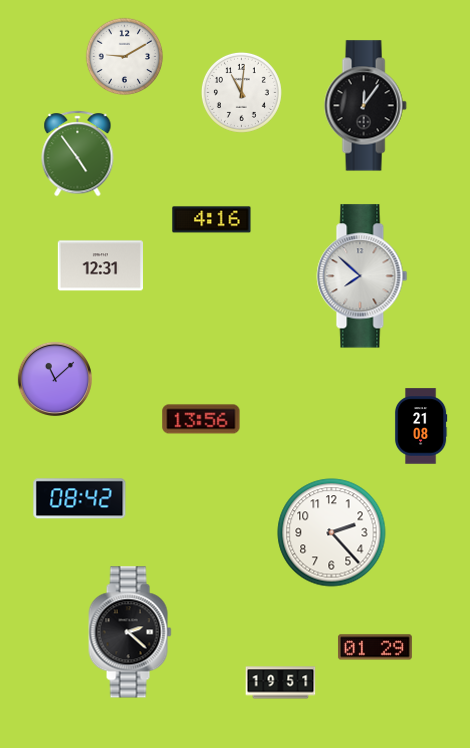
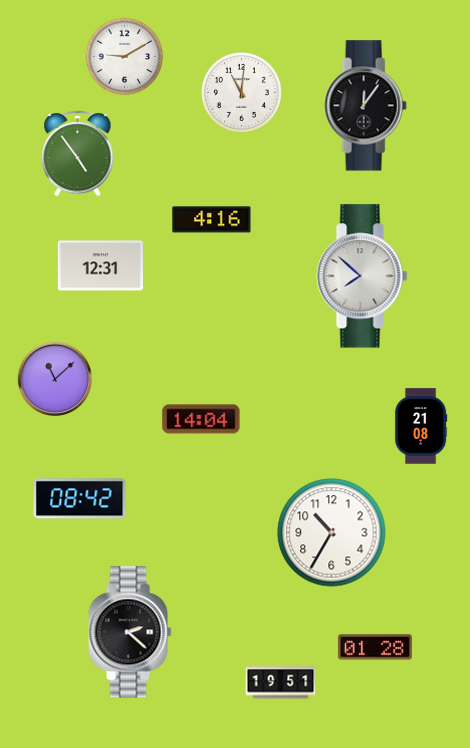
clock at (201, 419): 13:56 -> 14:04
clock at (332, 533): 2:23 -> 10:35
clock at (375, 647): 01:29 -> 01:28
